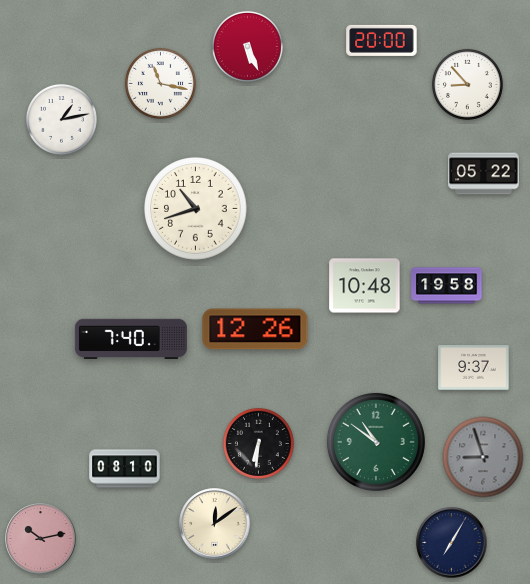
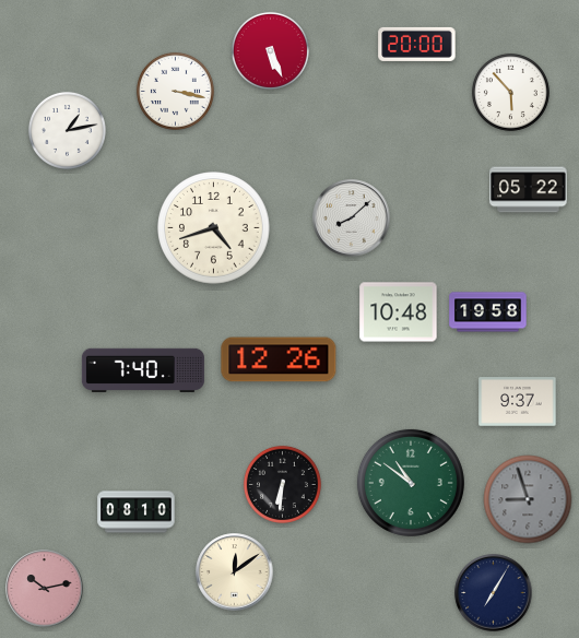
clock at (160, 83): 11:17 -> 3:17
clock at (467, 84): 8:53 -> 5:53
clock at (352, 218): none -> 8:08
clock at (196, 209): 10:42 -> 4:42
